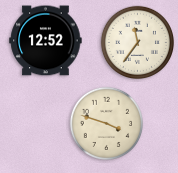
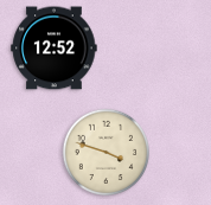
clock at (137, 42): 11:36 -> none
clock at (106, 123) position: (106, 123) -> (105, 152)
